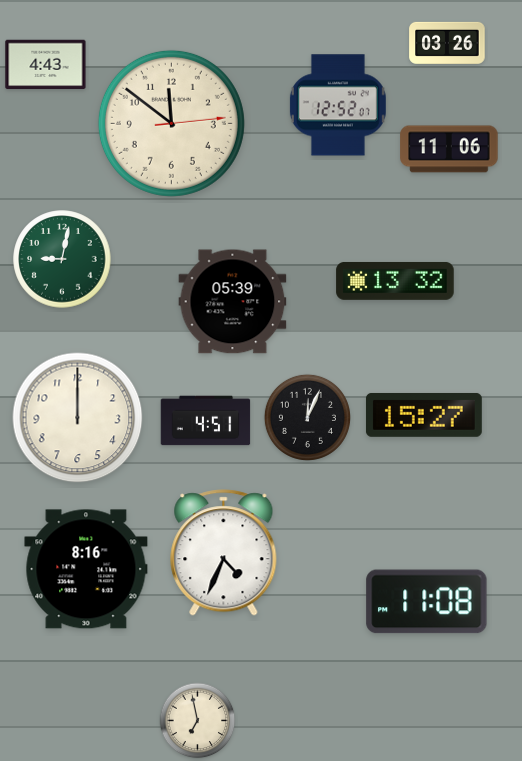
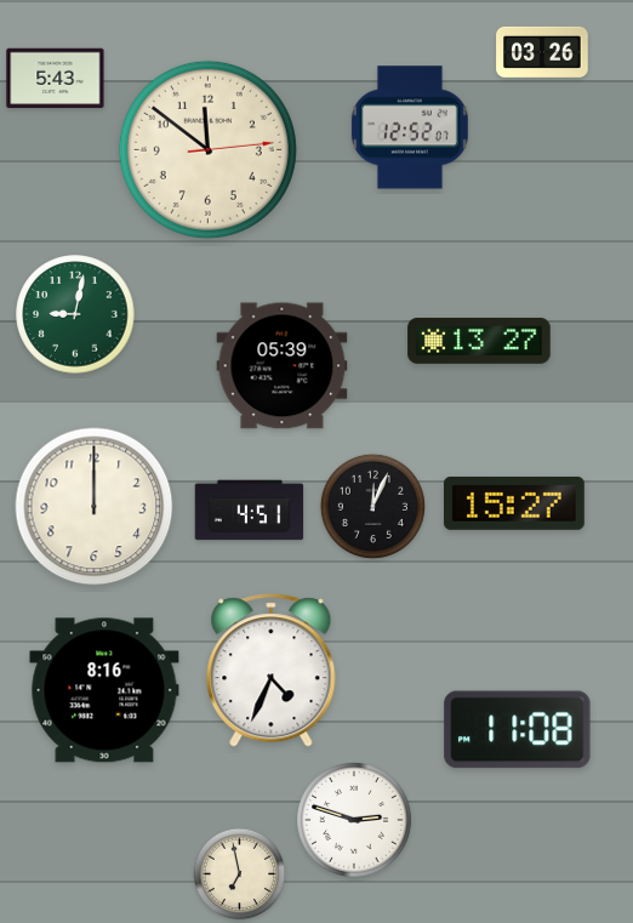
clock at (46, 65): 4:43 -> 5:43
clock at (449, 149): 11:06 -> none
clock at (395, 281): 13:32 -> 13:27
clock at (354, 820): none -> 2:48
